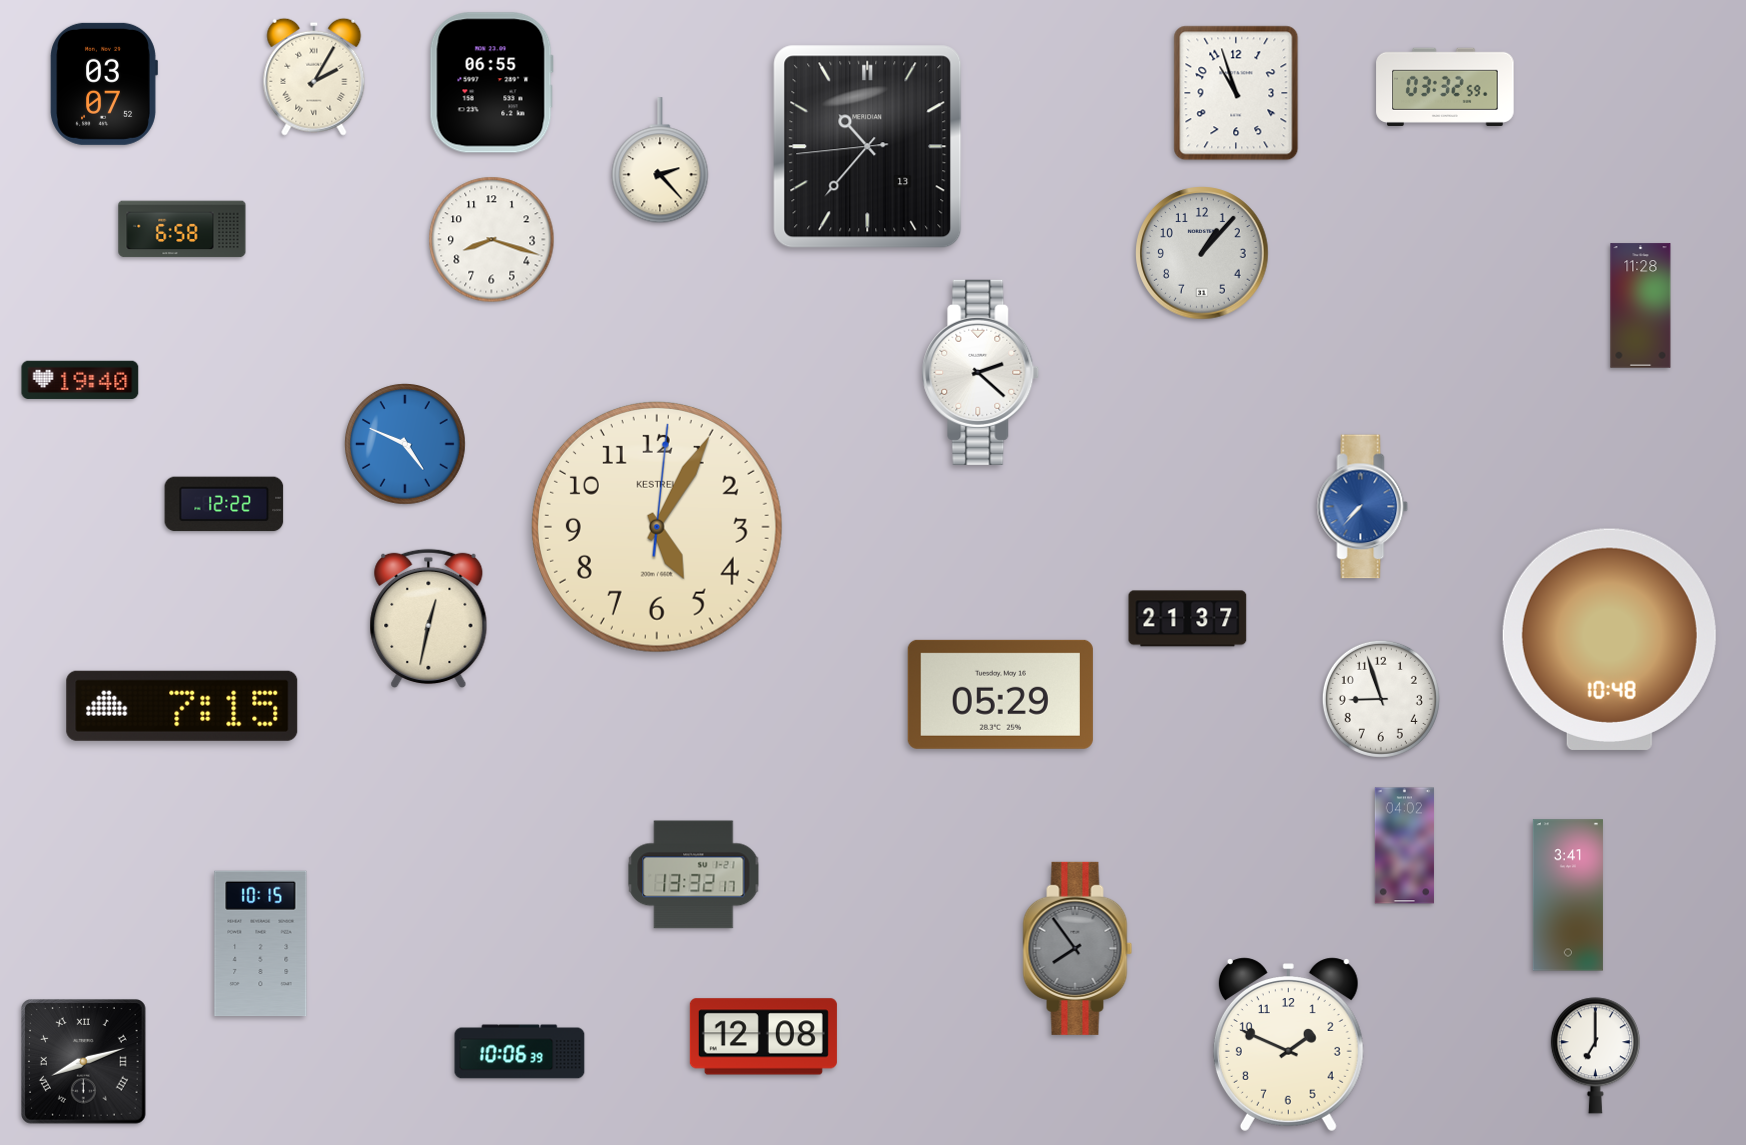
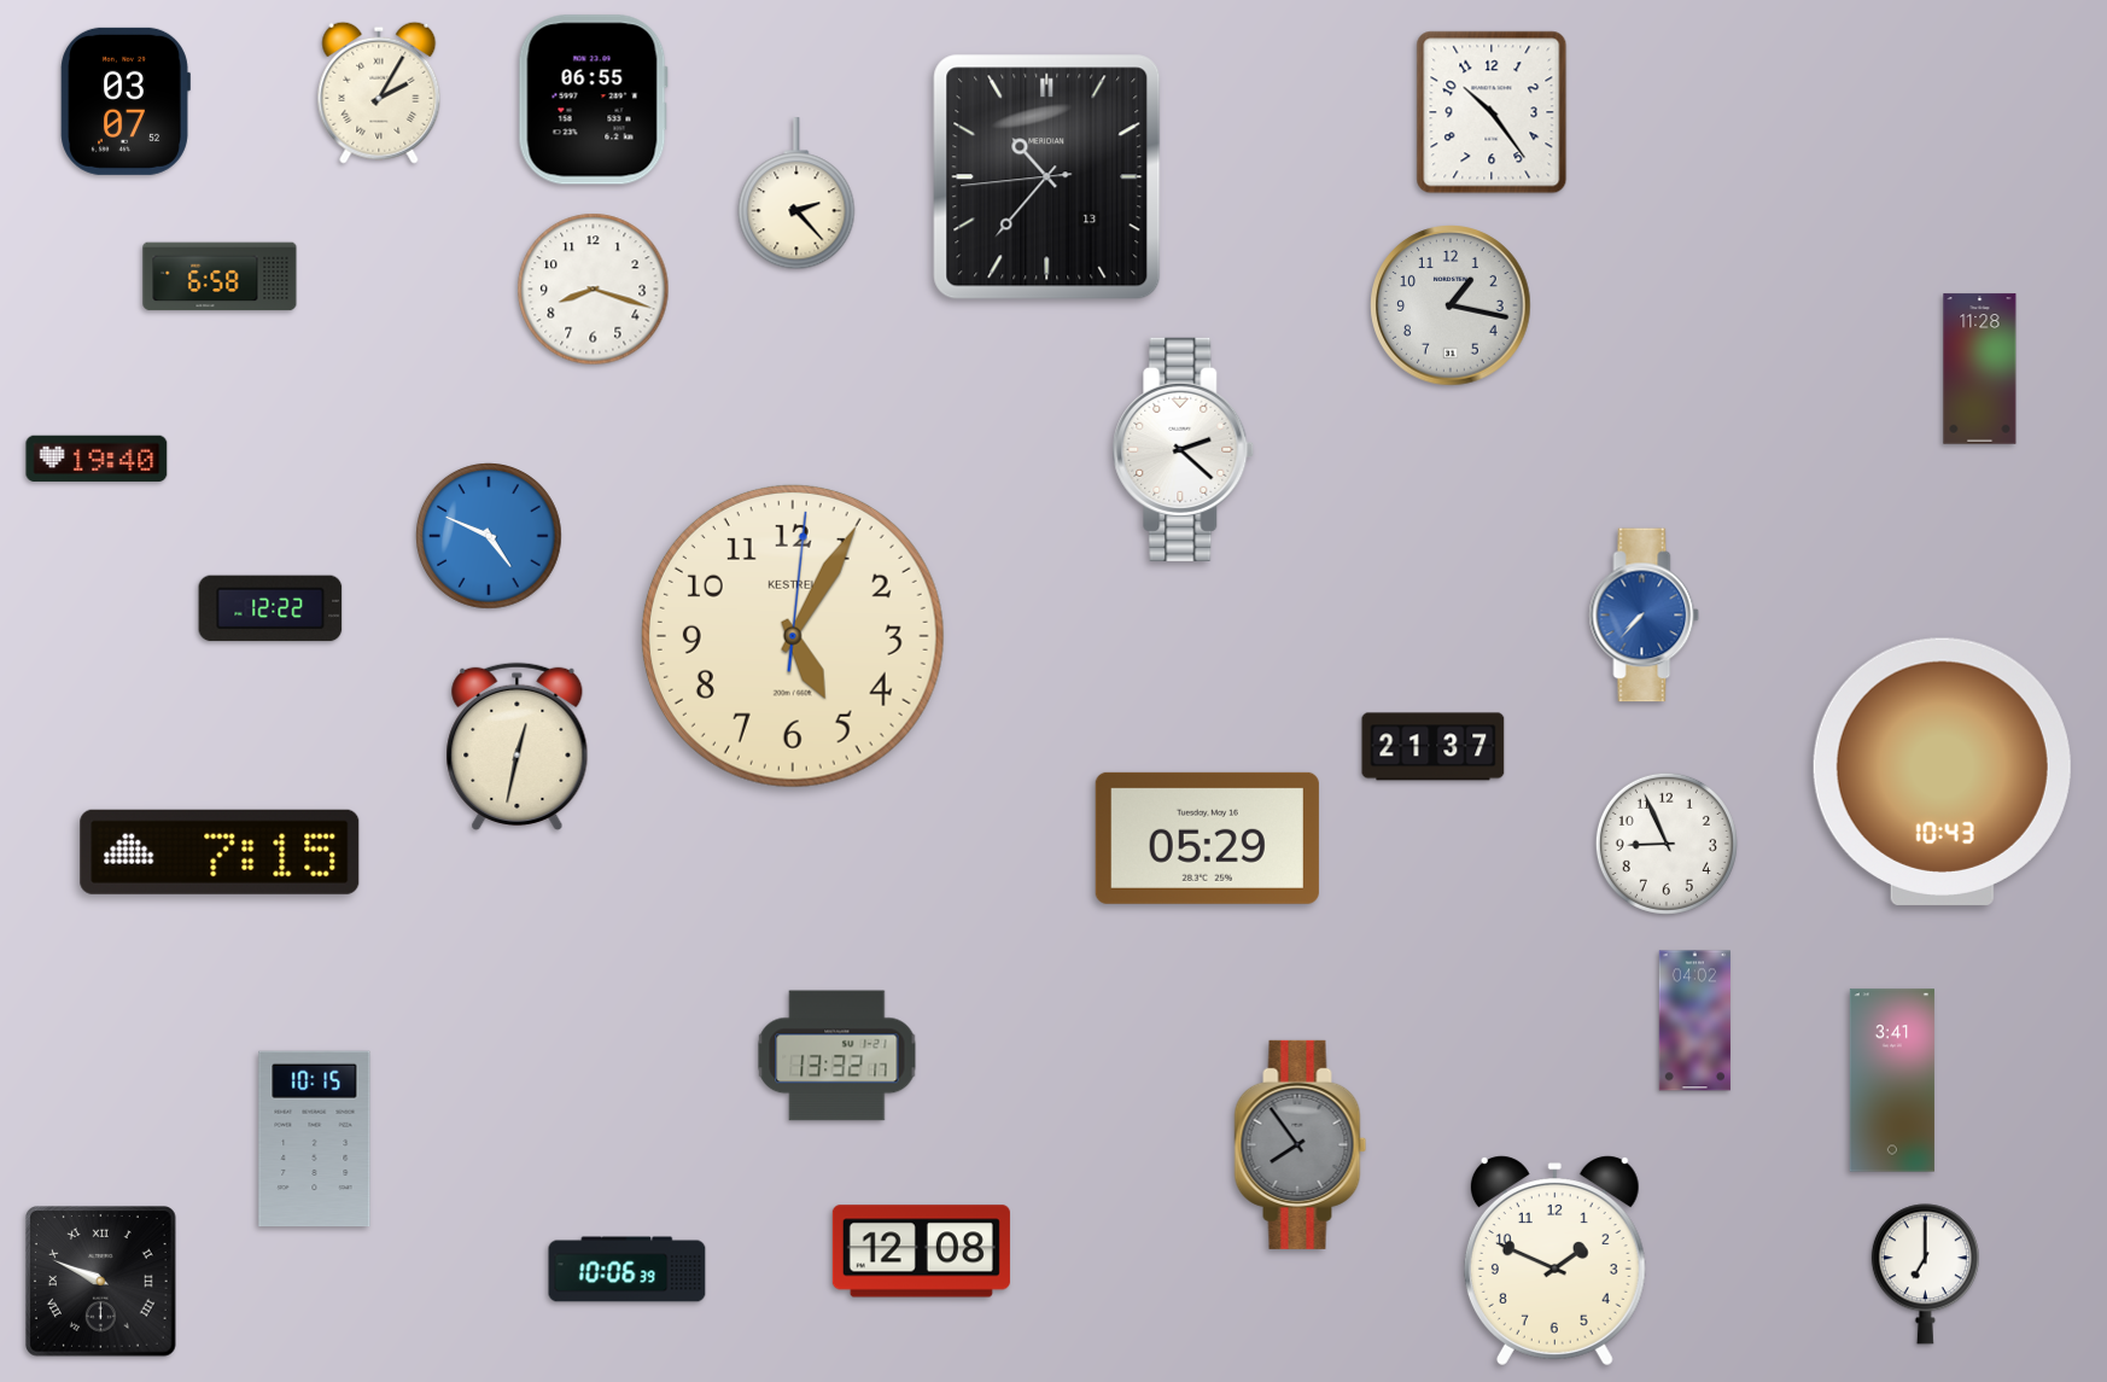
clock at (1445, 87): 03:32 -> none
clock at (1236, 93): 10:57 -> 10:24
clock at (1202, 253): 1:07 -> 1:17
clock at (1363, 507) position: (1363, 507) -> (1645, 616)
clock at (1609, 639): 10:48 -> 10:43
clock at (1381, 699): 8:57 -> 8:56
clock at (84, 1062): 8:12 -> 9:49
